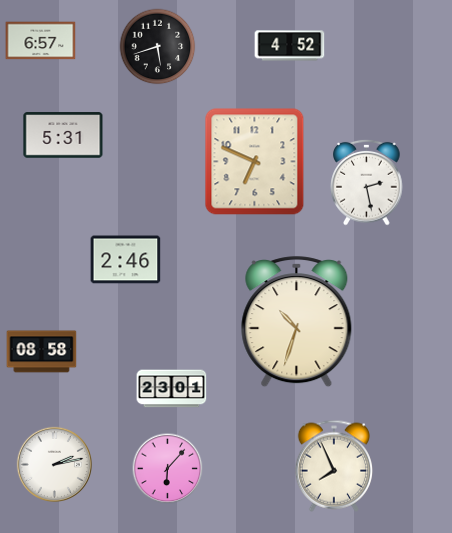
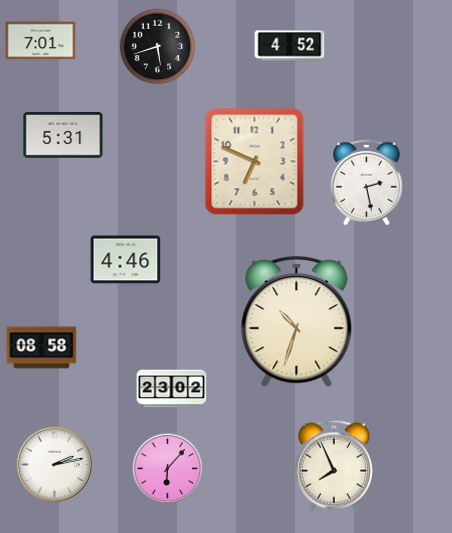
clock at (41, 41): 6:57 -> 7:01
clock at (126, 260): 2:46 -> 4:46
clock at (42, 352) position: (42, 352) -> (42, 348)
clock at (172, 389): 23:01 -> 23:02
